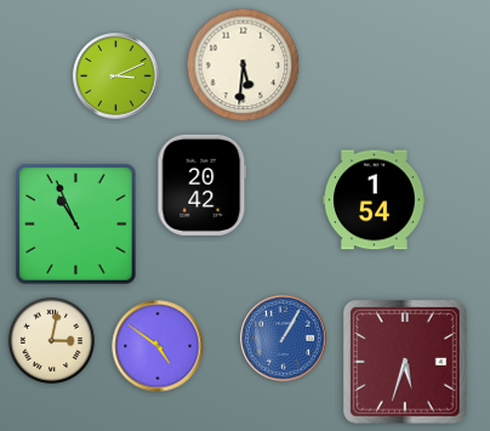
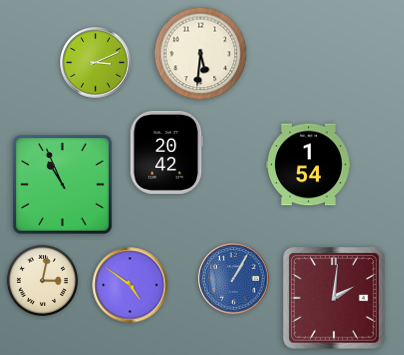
clock at (405, 362): 5:33 -> 2:01
